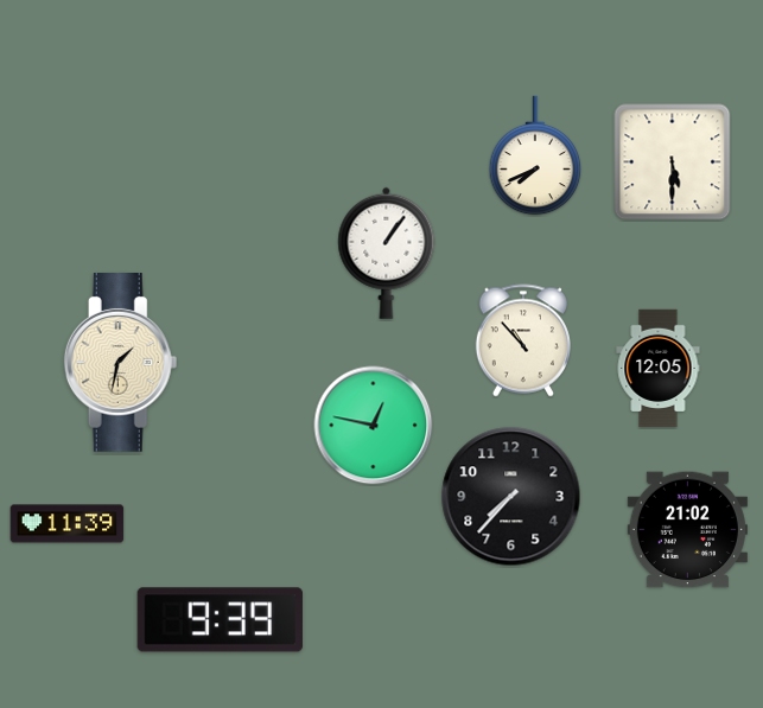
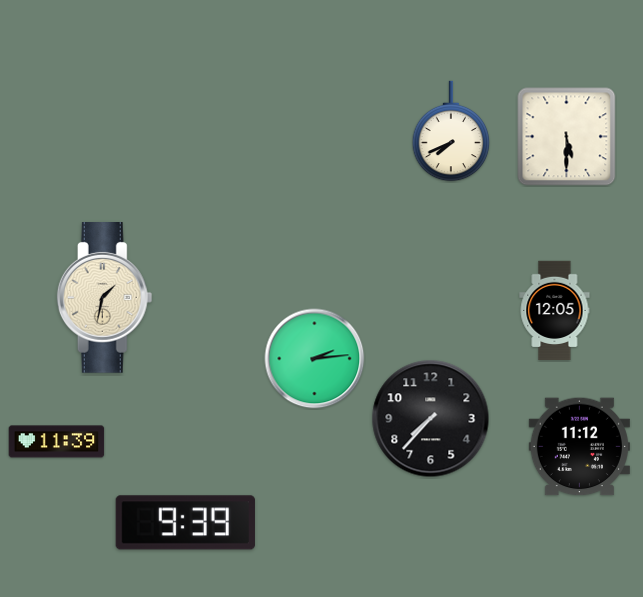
clock at (387, 253): 1:06 -> none
clock at (523, 340): 10:53 -> none
clock at (121, 363) position: (121, 363) -> (105, 298)
clock at (374, 426): 12:47 -> 2:14
clock at (687, 530): 21:02 -> 11:12
